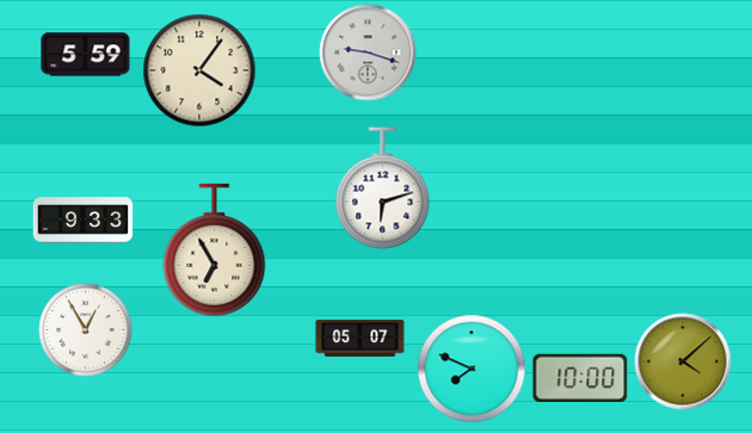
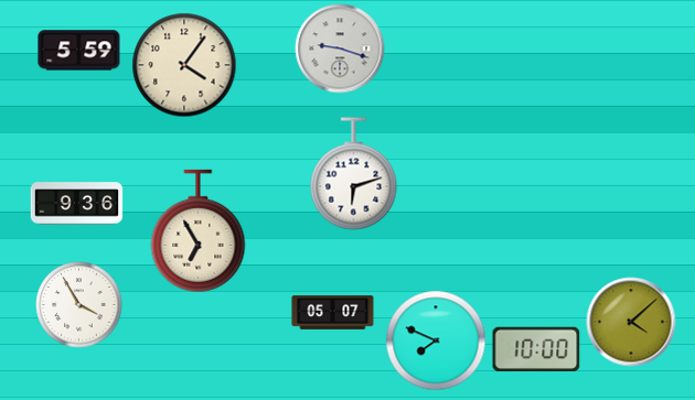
clock at (84, 221): 9:33 -> 9:36
clock at (86, 330): 12:55 -> 3:55
clock at (683, 361) position: (683, 361) -> (631, 322)
